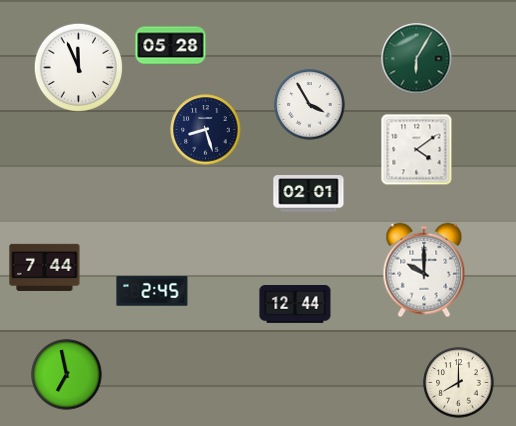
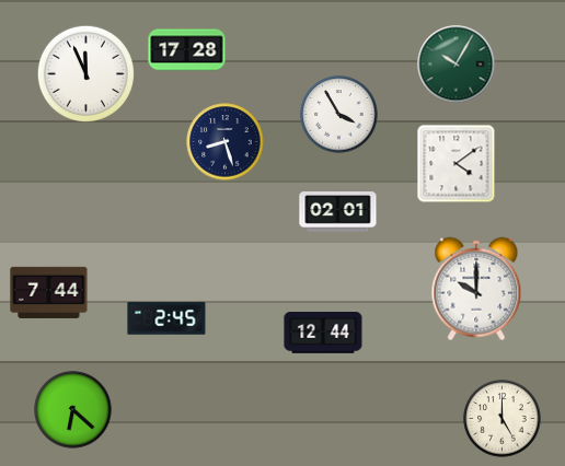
clock at (171, 46): 05:28 -> 17:28
clock at (417, 59): 6:05 -> 10:05
clock at (424, 270) position: (424, 270) -> (476, 289)
clock at (67, 375): 6:58 -> 6:22
clock at (459, 383): 8:00 -> 5:00
